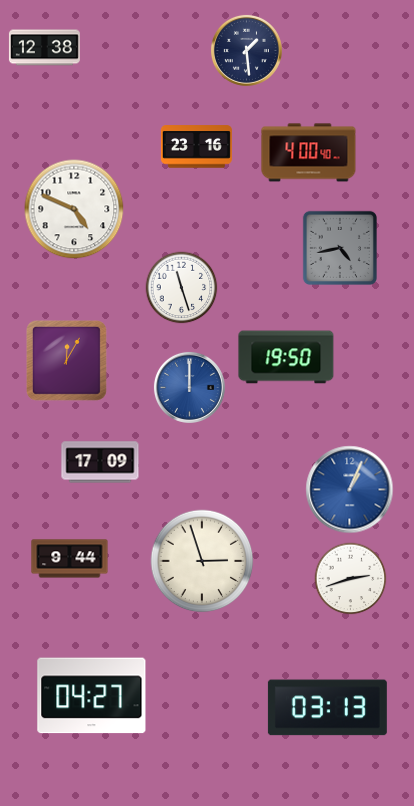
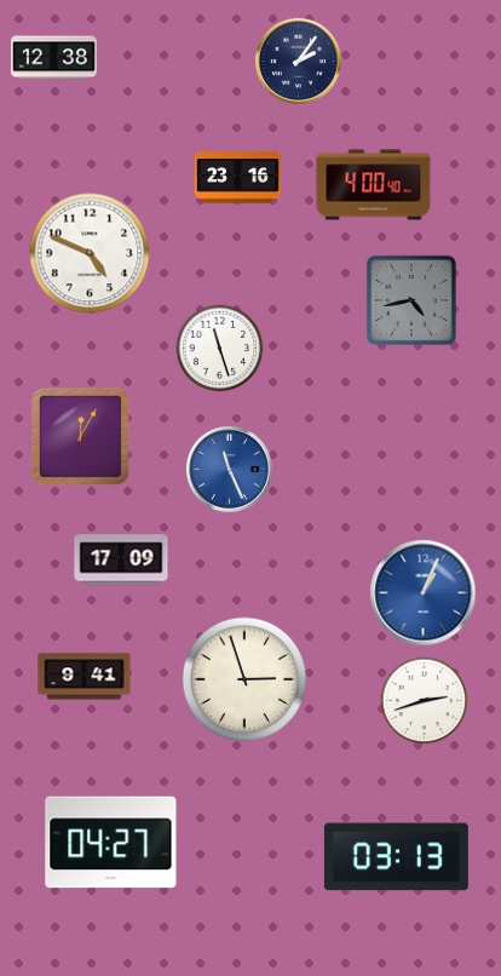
clock at (246, 50): 1:29 -> 2:06
clock at (286, 357): 19:50 -> none
clock at (189, 387): 12:00 -> 11:26
clock at (70, 559): 9:44 -> 9:41
